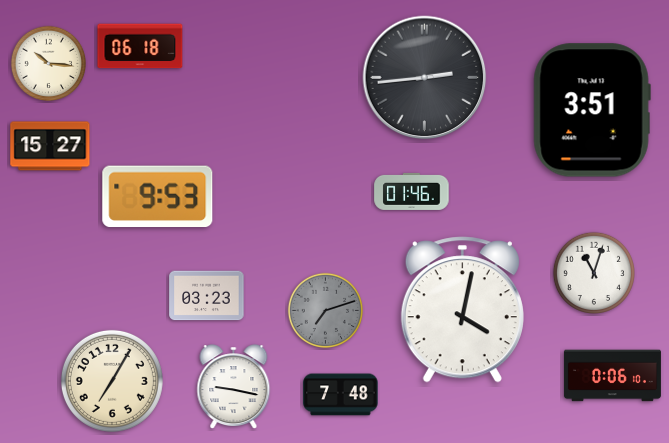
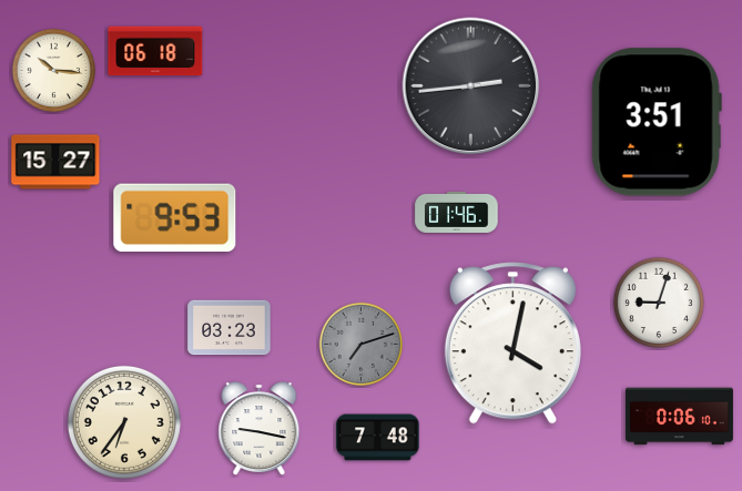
clock at (593, 272): 11:03 -> 9:03
clock at (112, 381): 7:05 -> 6:36
